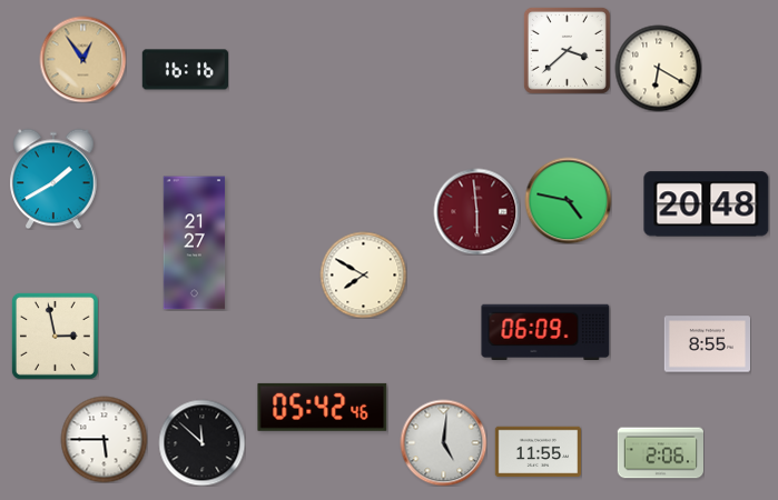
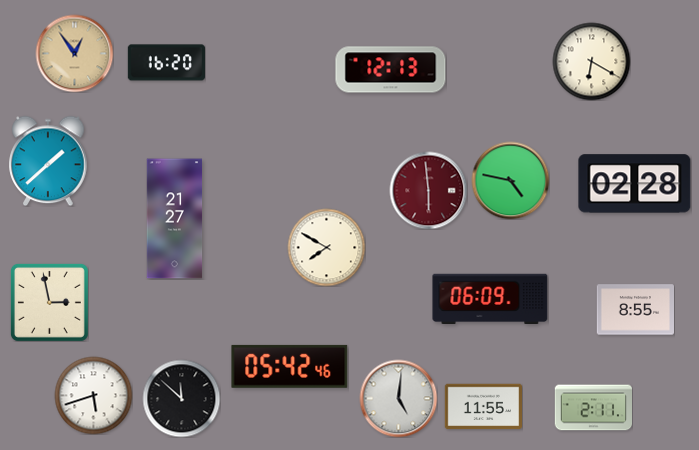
clock at (567, 50): 3:38 -> none
clock at (185, 70): 16:16 -> 16:20
clock at (391, 70): none -> 12:13
clock at (53, 179): 1:40 -> 1:38
clock at (707, 204): 20:48 -> 02:28
clock at (104, 439): 5:45 -> 5:42
clock at (660, 453): 2:06 -> 2:11
